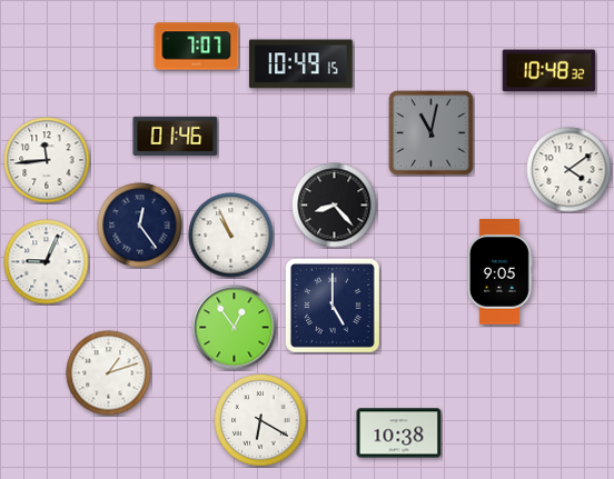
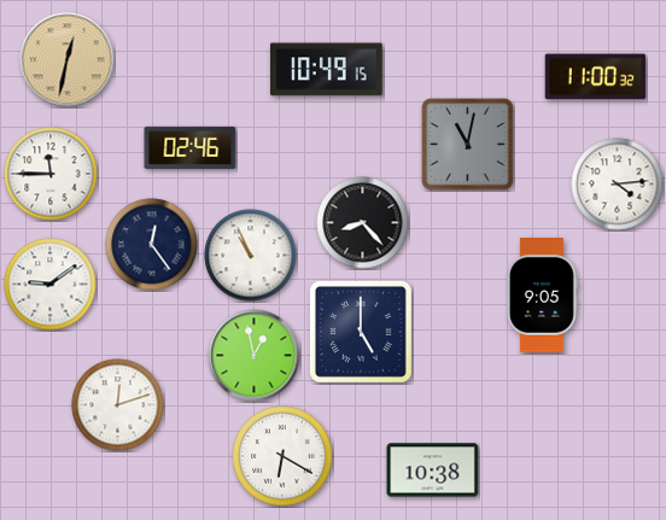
clock at (197, 47): 7:07 -> none
clock at (68, 60): none -> 12:32
clock at (549, 71): 10:48 -> 11:00
clock at (176, 136): 01:46 -> 02:46
clock at (47, 160): 11:44 -> 11:45
clock at (570, 170): 4:09 -> 4:14
clock at (47, 262): 9:04 -> 9:09
clock at (235, 328): 12:54 -> 12:58
clock at (109, 373): 1:12 -> 12:12
